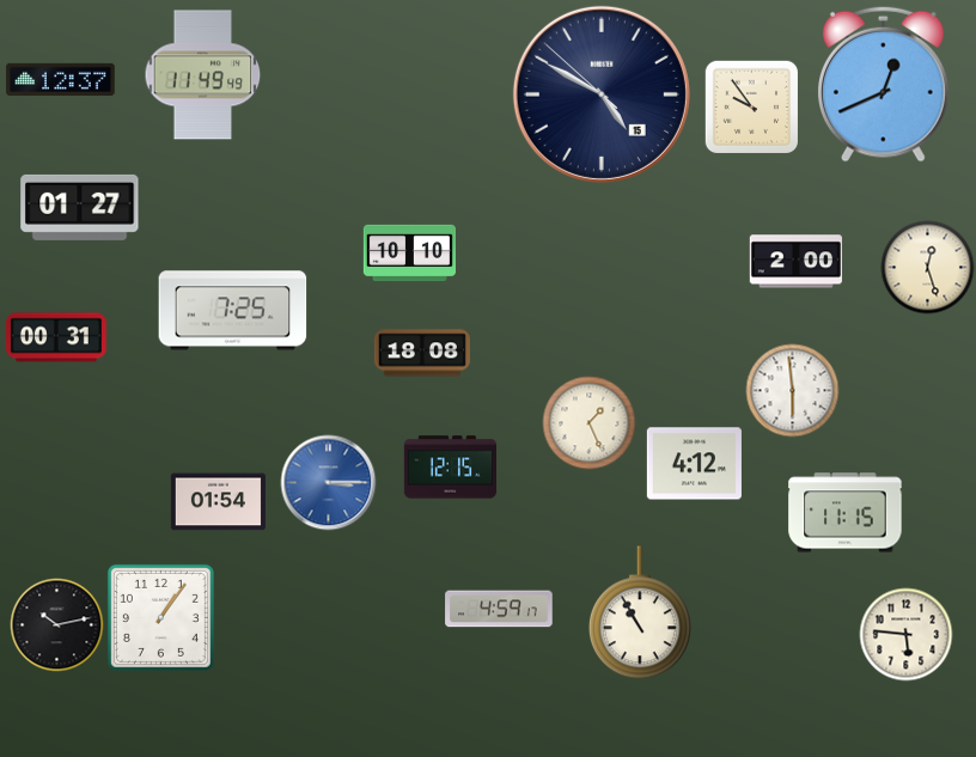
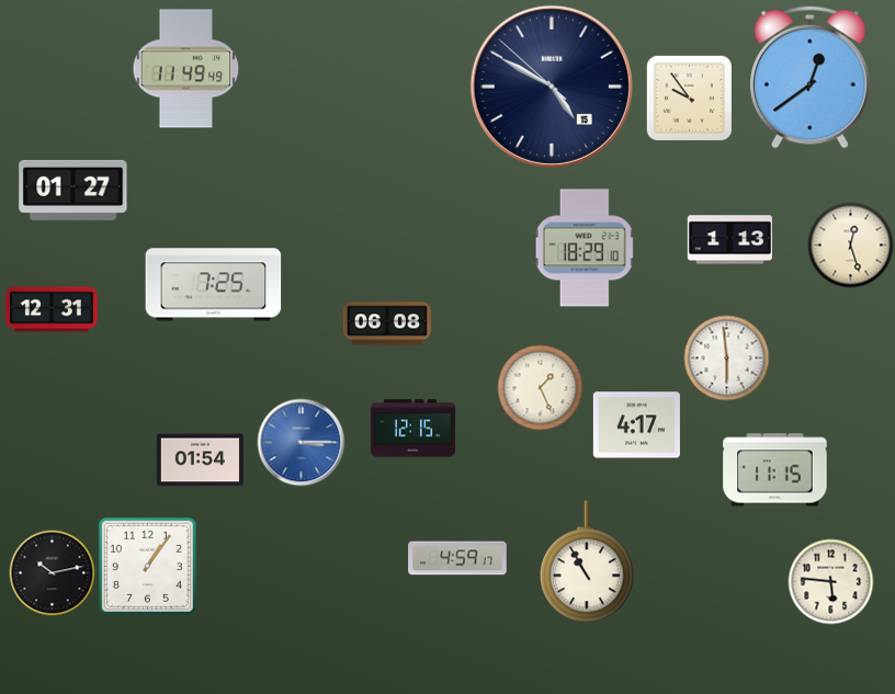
clock at (61, 79): 12:37 -> none
clock at (883, 84): 12:41 -> 12:39
clock at (409, 254): 10:10 -> none
clock at (795, 262): 2:00 -> 1:13
clock at (585, 248): none -> 18:29
clock at (56, 337): 00:31 -> 12:31
clock at (422, 353): 18:08 -> 06:08
clock at (694, 464): 4:12 -> 4:17
